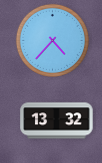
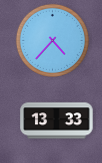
clock at (57, 121): 13:32 -> 13:33
